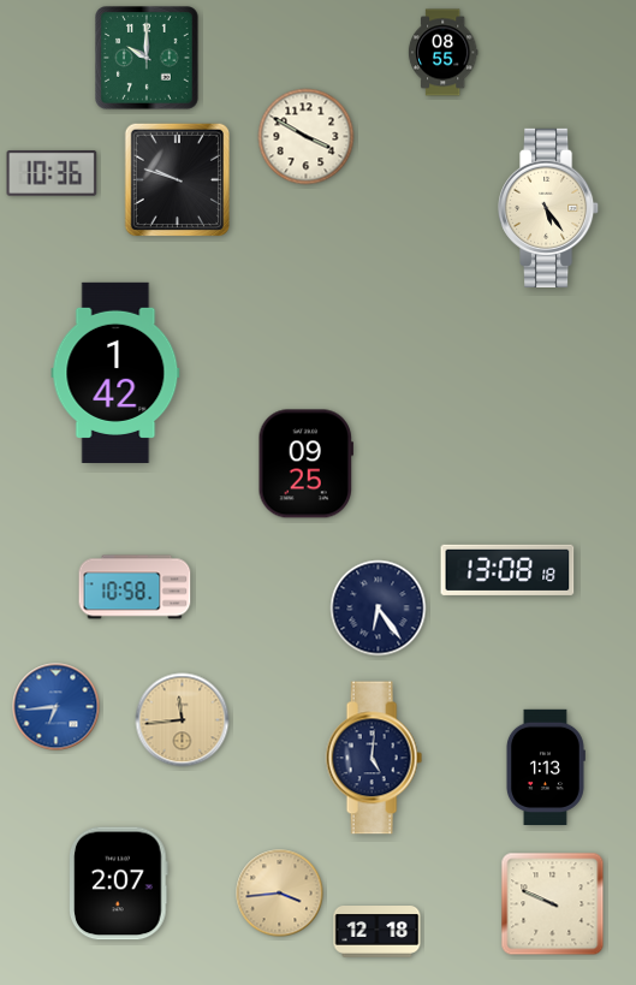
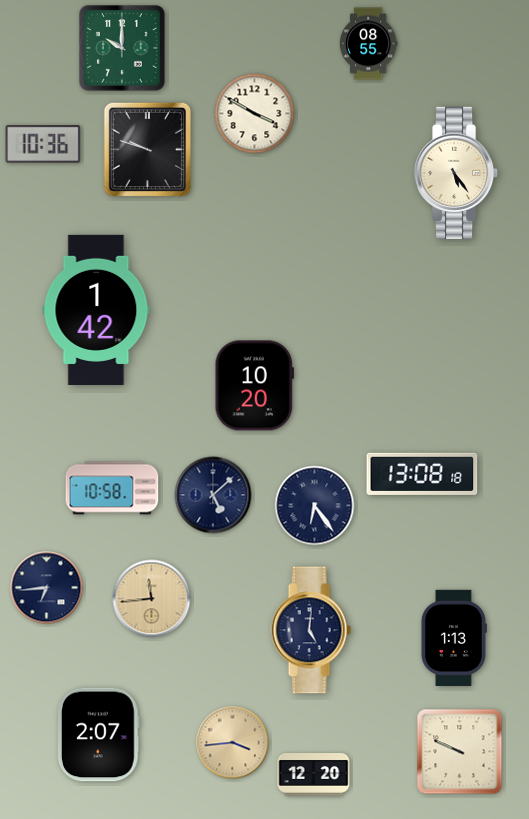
clock at (305, 464): 09:25 -> 10:20
clock at (213, 495): none -> 5:08
clock at (57, 707) dial: blue -> navy
clock at (378, 932): 12:18 -> 12:20
